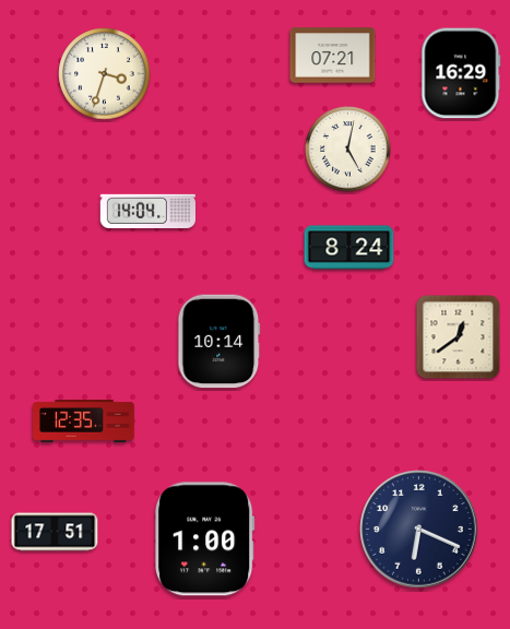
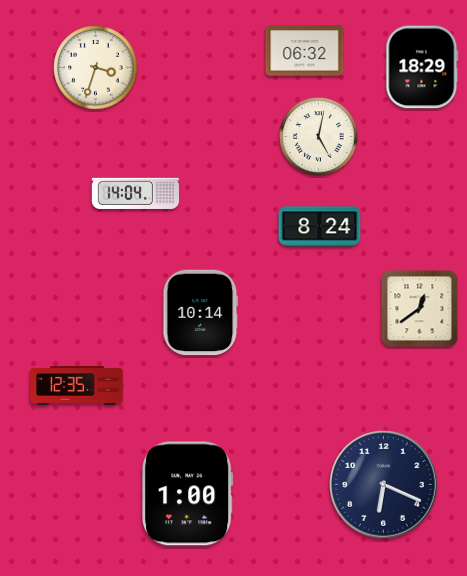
clock at (333, 56): 07:21 -> 06:32
clock at (461, 73): 16:29 -> 18:29
clock at (55, 532): 17:51 -> none
